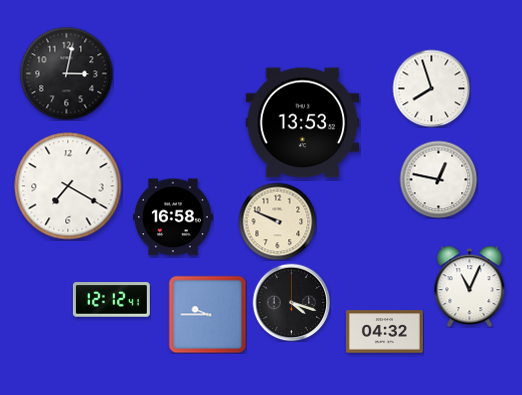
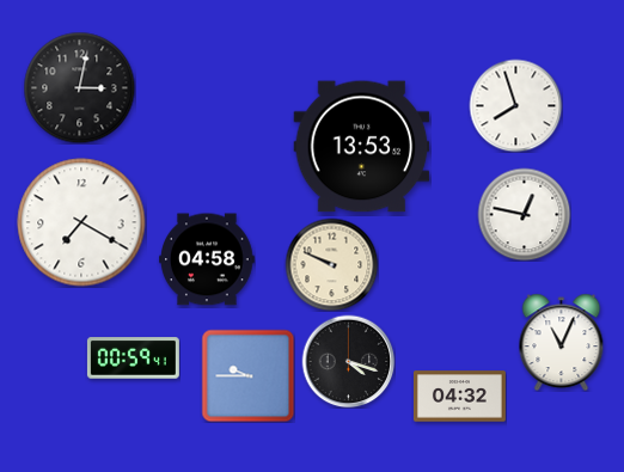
clock at (174, 217): 16:58 -> 04:58
clock at (111, 300): 12:12 -> 00:59
